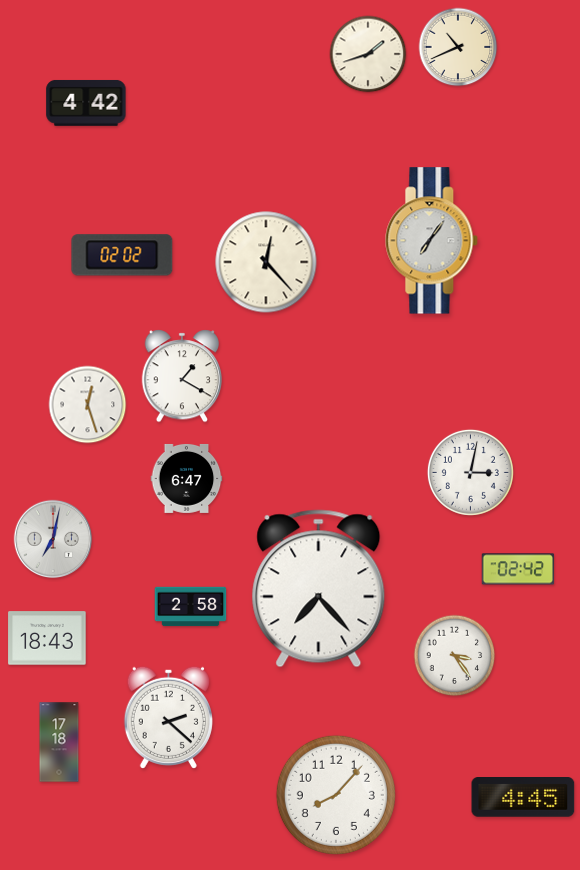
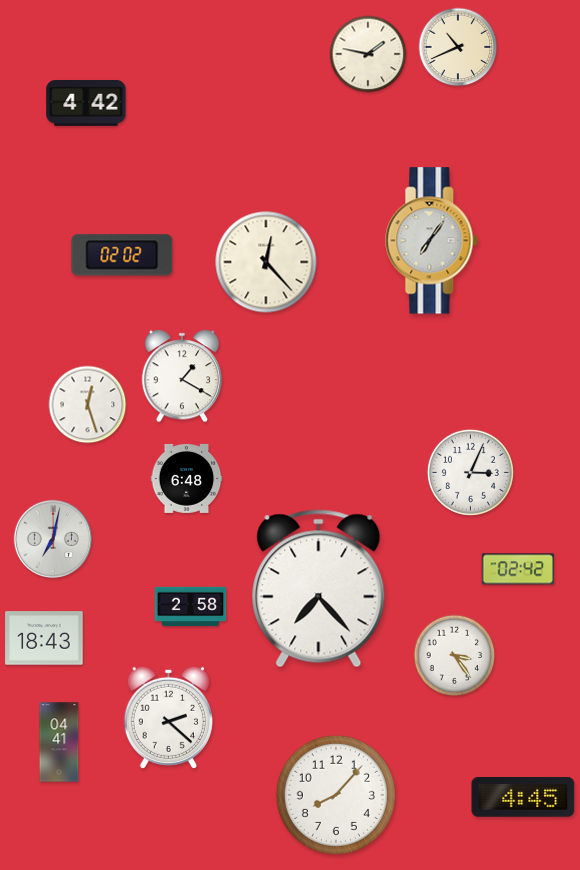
clock at (368, 54): 1:42 -> 1:47
clock at (470, 472): 3:02 -> 3:04
clock at (187, 478): 6:47 -> 6:48
clock at (47, 638) position: (47, 638) -> (44, 638)
clock at (59, 742): 17:18 -> 04:41
